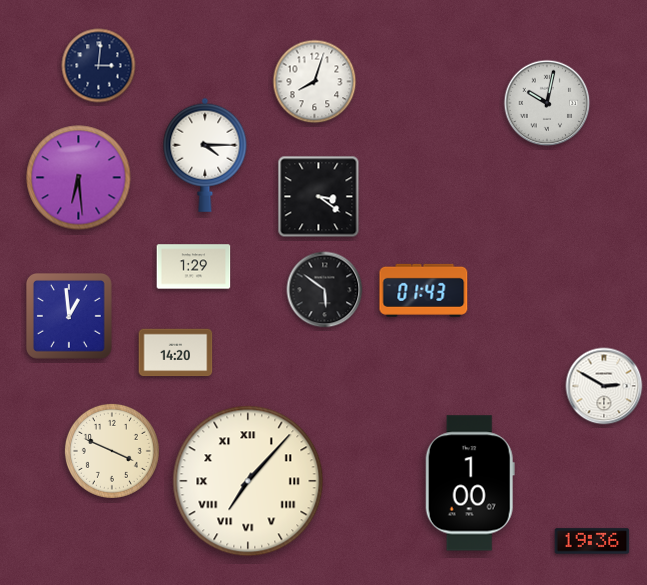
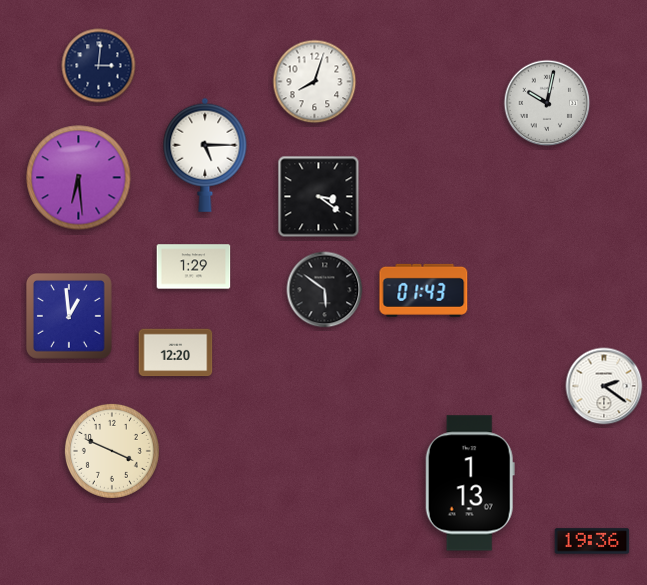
clock at (205, 155): 4:15 -> 5:15
clock at (176, 353): 14:20 -> 12:20
clock at (604, 386): 2:50 -> 2:21
clock at (248, 481): 7:07 -> none
clock at (470, 483): 1:00 -> 1:13
